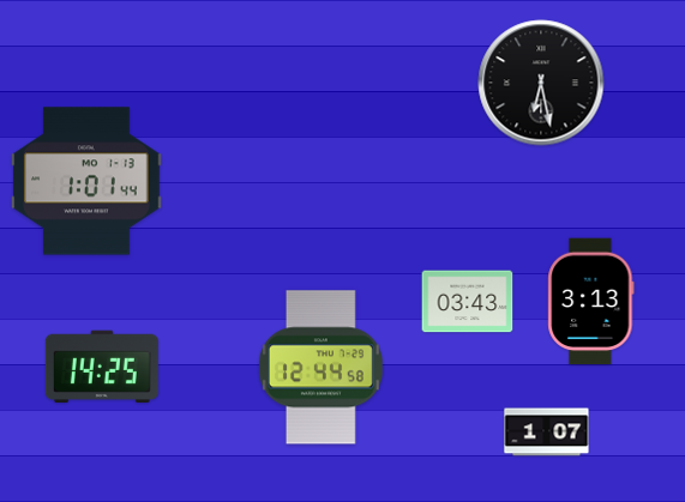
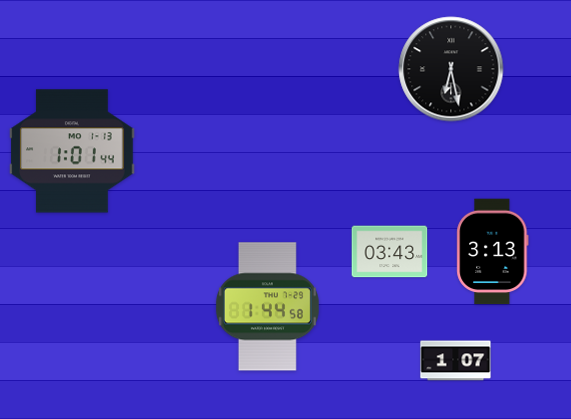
clock at (102, 367): 14:25 -> none
clock at (320, 368): 12:44 -> 1:44
